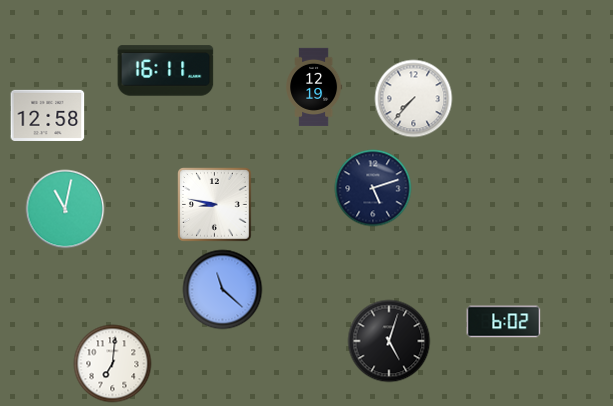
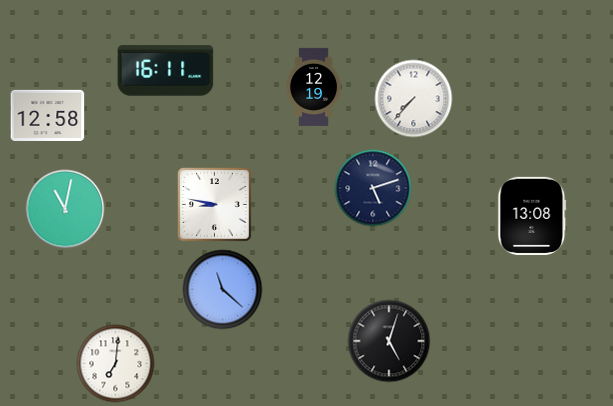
clock at (532, 216): none -> 13:08
clock at (504, 322): 6:02 -> none
clock at (113, 364) position: (113, 364) -> (116, 364)
